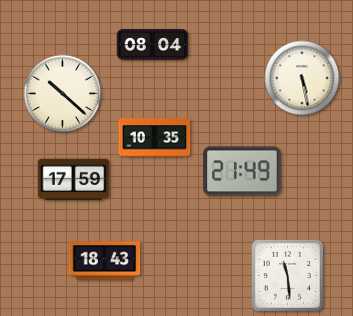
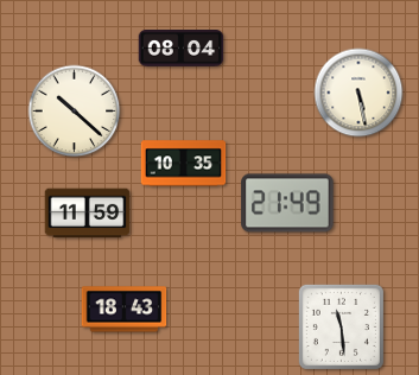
clock at (153, 45) position: (153, 45) -> (182, 49)
clock at (74, 180): 17:59 -> 11:59
